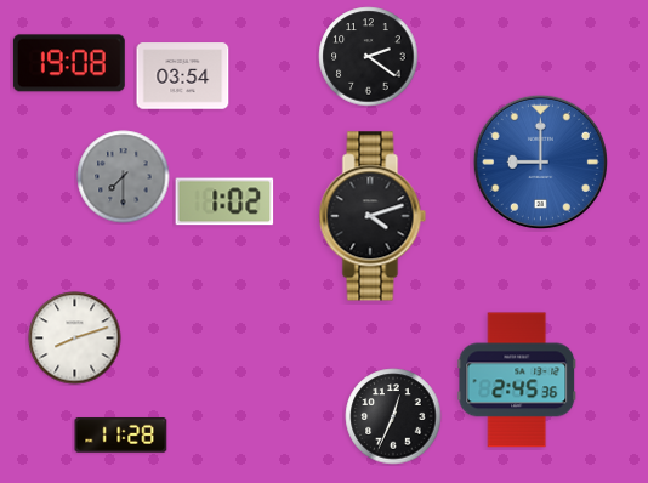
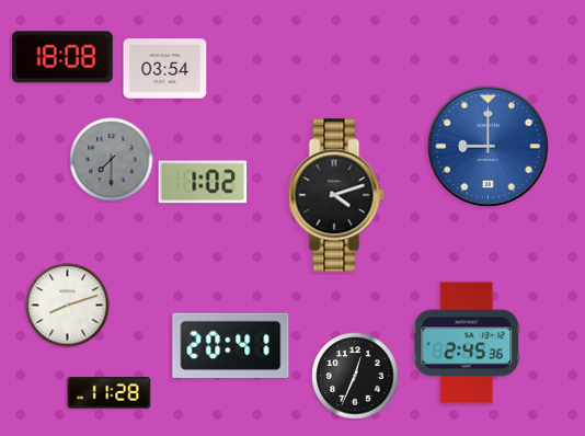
clock at (369, 57): 2:21 -> none
clock at (69, 63): 19:08 -> 18:08
clock at (231, 345): none -> 20:41
